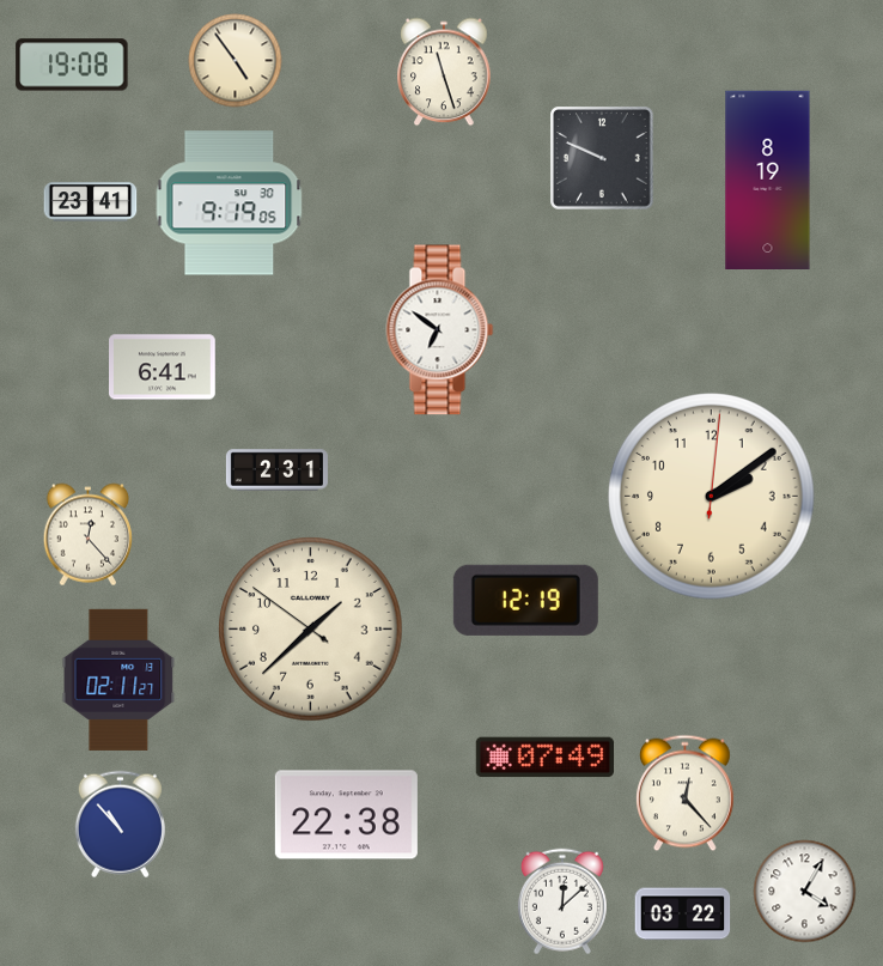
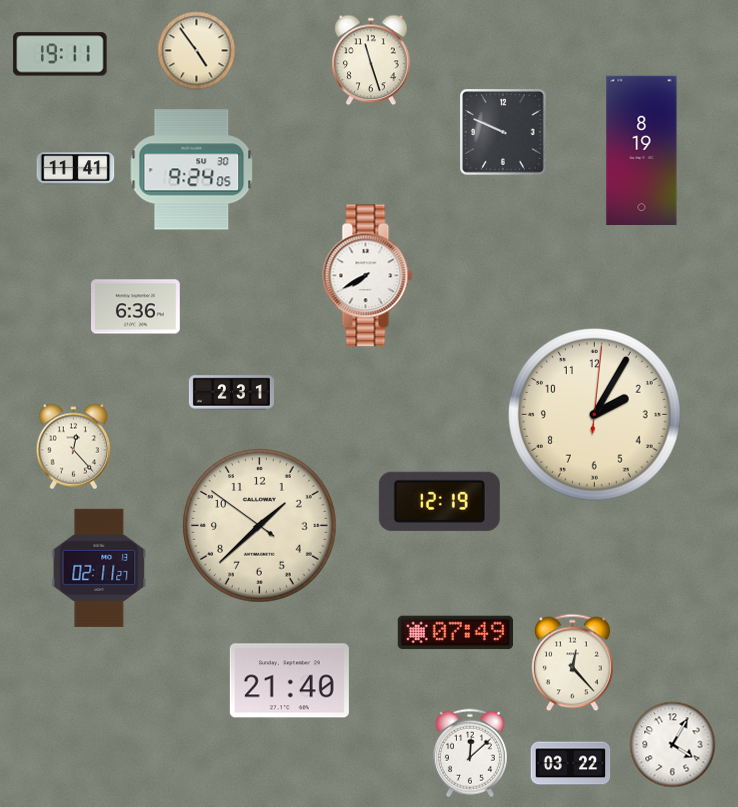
clock at (72, 65): 19:08 -> 19:11
clock at (91, 202): 23:41 -> 11:41
clock at (230, 203): 9:19 -> 9:24
clock at (440, 330): 6:51 -> 7:40
clock at (163, 367): 6:41 -> 6:36
clock at (712, 497): 2:09 -> 2:05
clock at (346, 815): 22:38 -> 21:40
clock at (120, 825): 10:53 -> none
